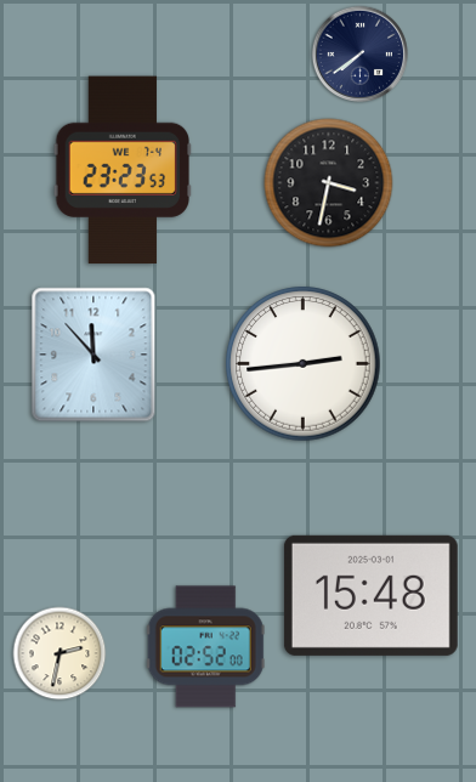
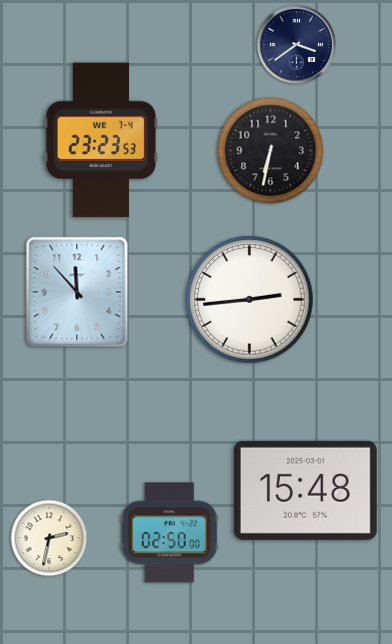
clock at (359, 53): 7:39 -> 3:39
clock at (329, 183): 3:32 -> 6:32
clock at (205, 647): 02:52 -> 02:50
